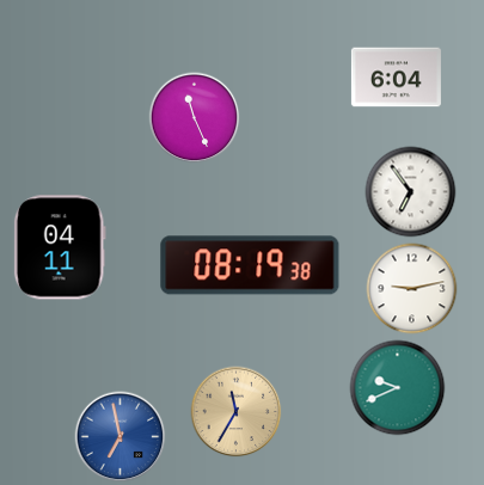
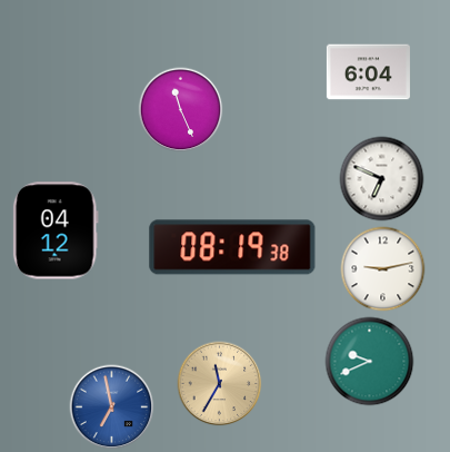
clock at (411, 192): 6:54 -> 6:49
clock at (60, 247): 04:11 -> 04:12
